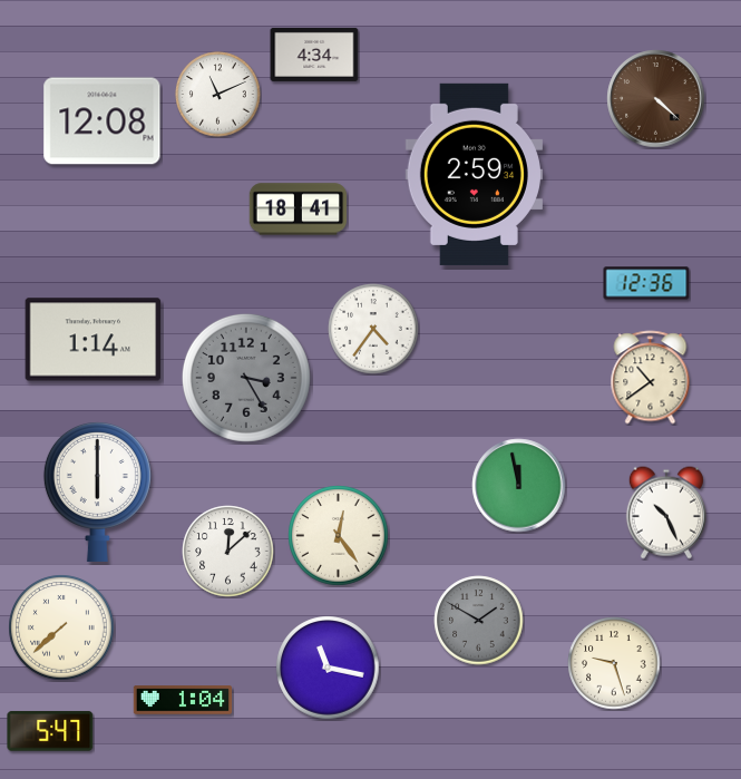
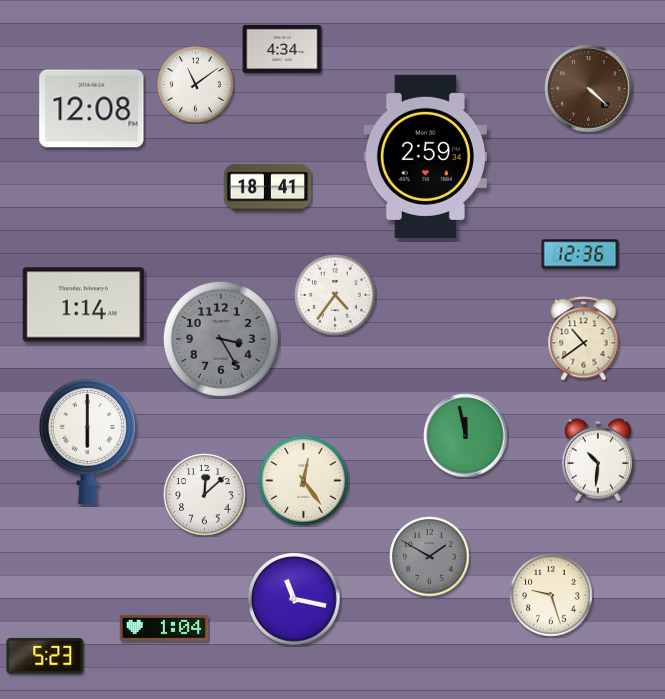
clock at (218, 95): 11:11 -> 11:09
clock at (666, 513): 10:26 -> 10:31
clock at (61, 627): 7:38 -> none
clock at (50, 731): 5:47 -> 5:23
